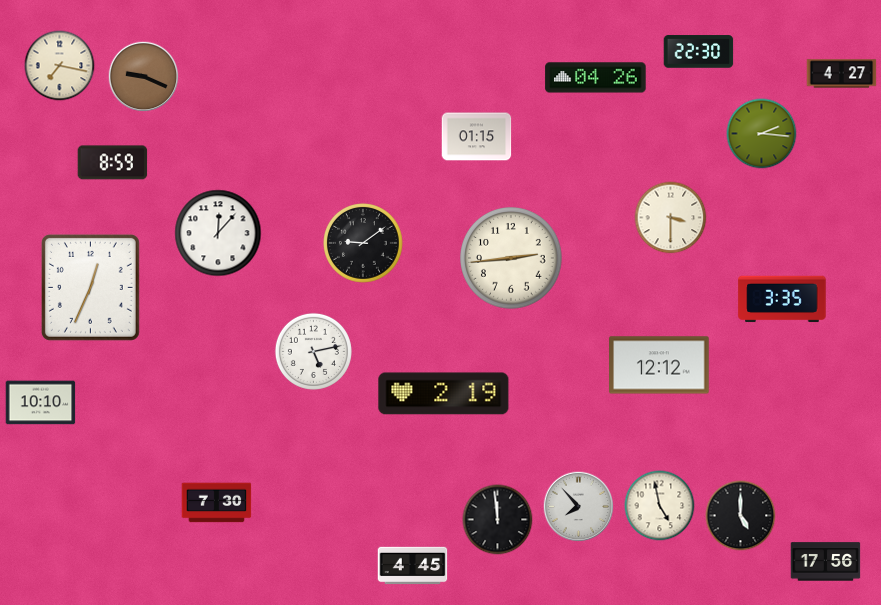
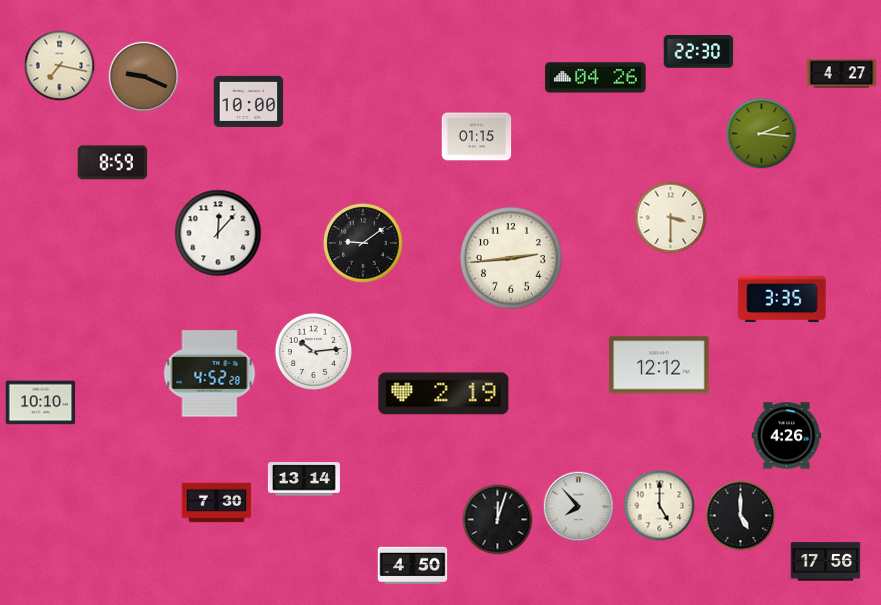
clock at (249, 101): none -> 10:00
clock at (90, 287): 12:34 -> none
clock at (313, 351): 5:13 -> 10:14
clock at (210, 374): none -> 4:52
clock at (787, 436): none -> 4:26
clock at (304, 479): none -> 13:14
clock at (660, 506): 4:58 -> 5:00
clock at (498, 520): 11:59 -> 12:03
clock at (413, 566): 4:45 -> 4:50
